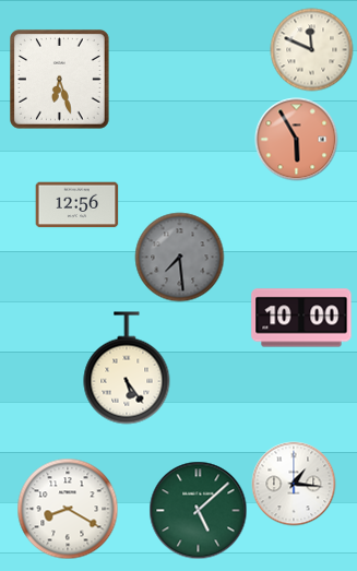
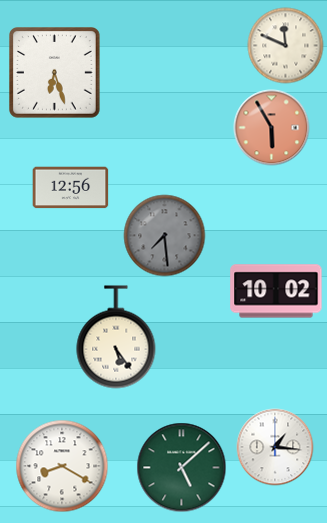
clock at (301, 318): 10:00 -> 10:02
clock at (294, 484) position: (294, 484) -> (275, 447)
